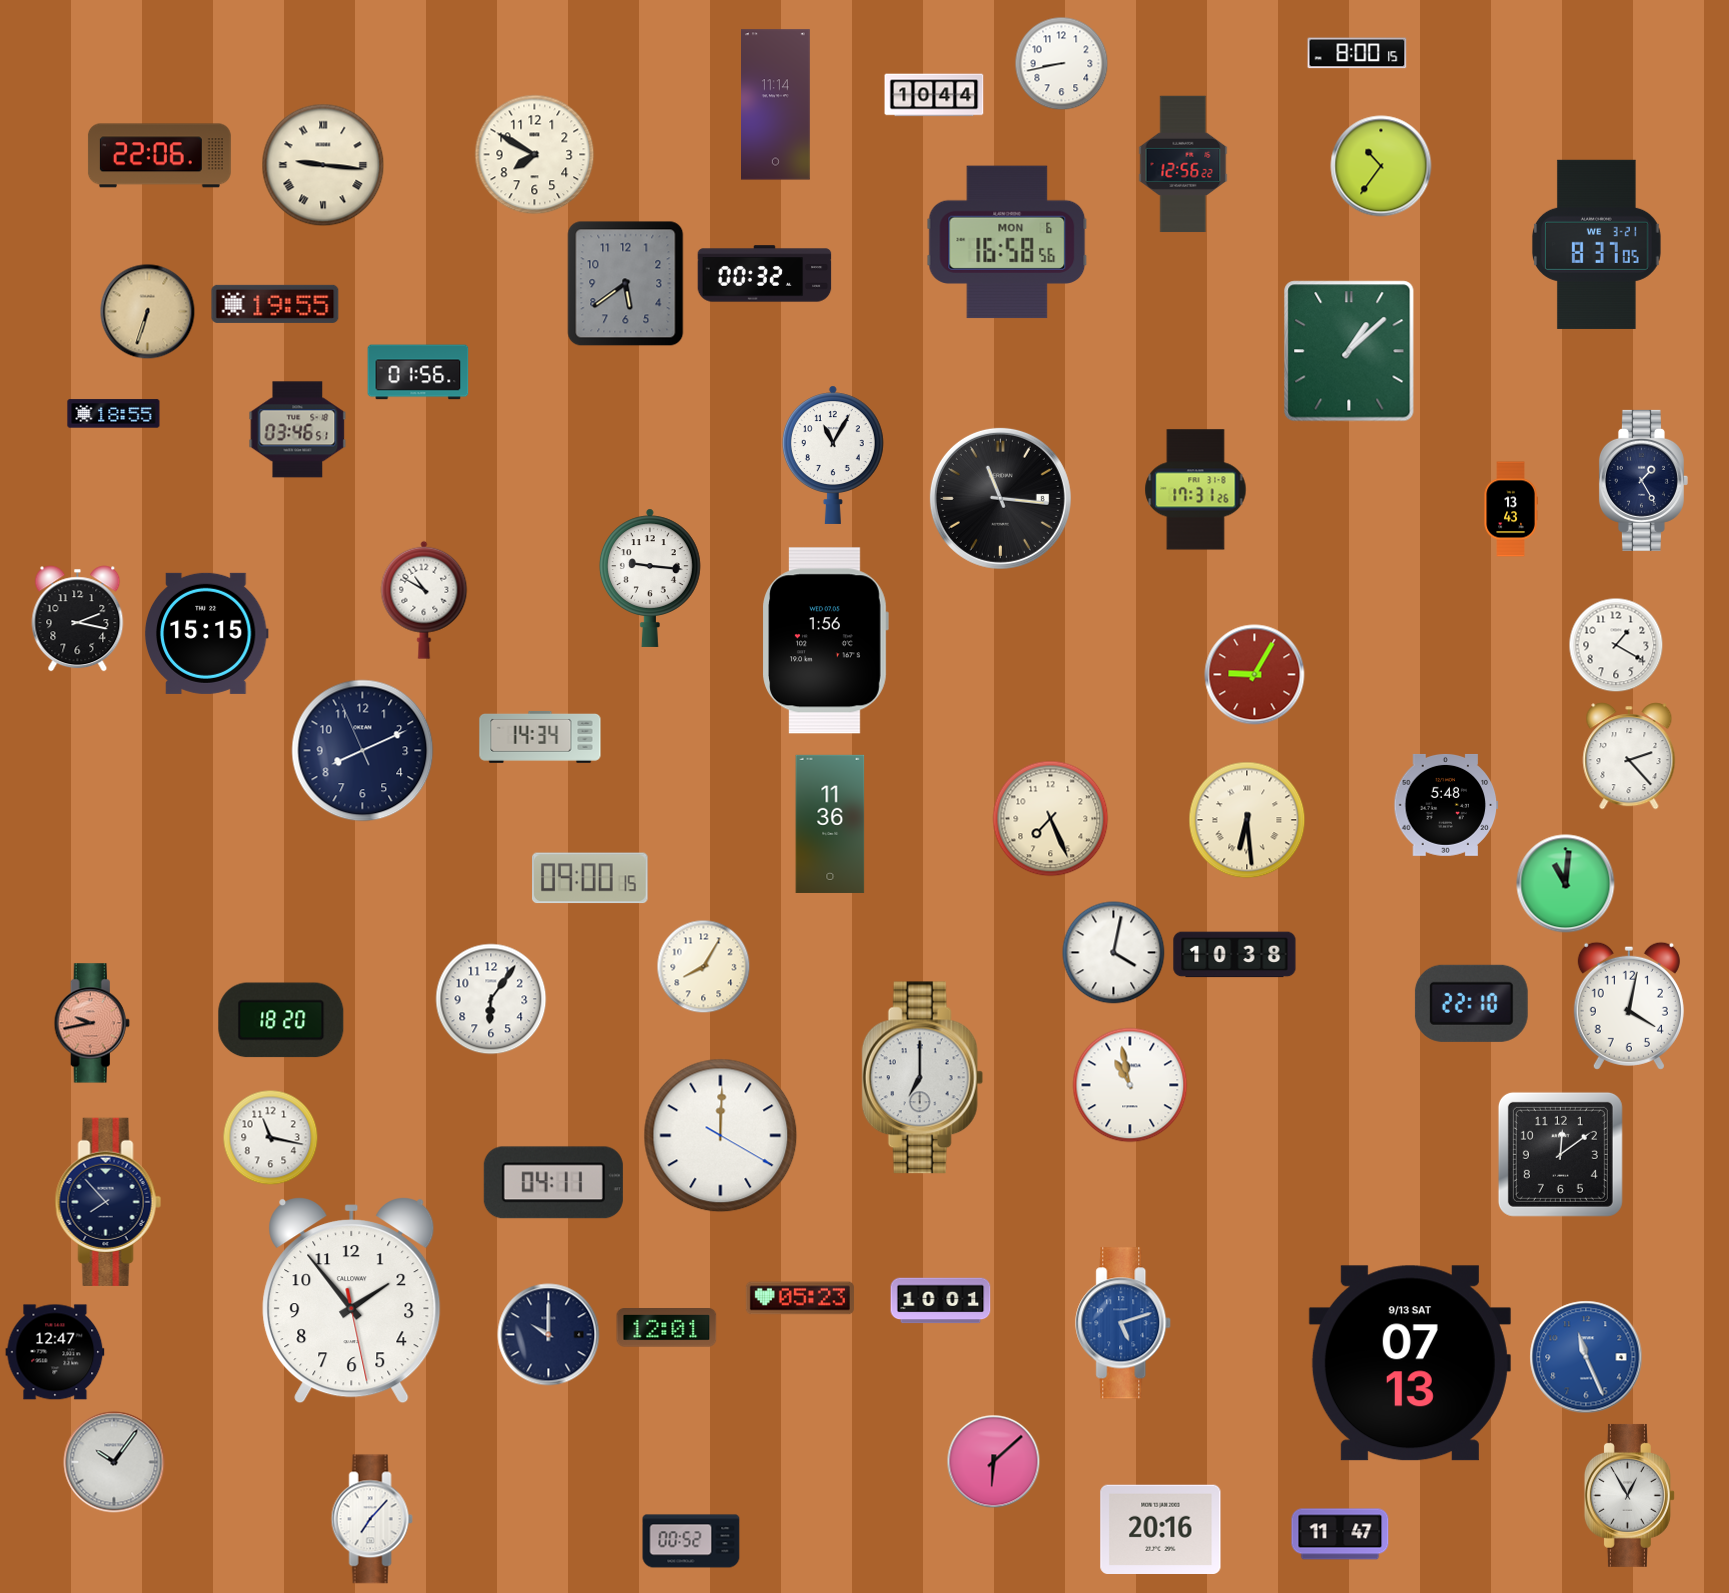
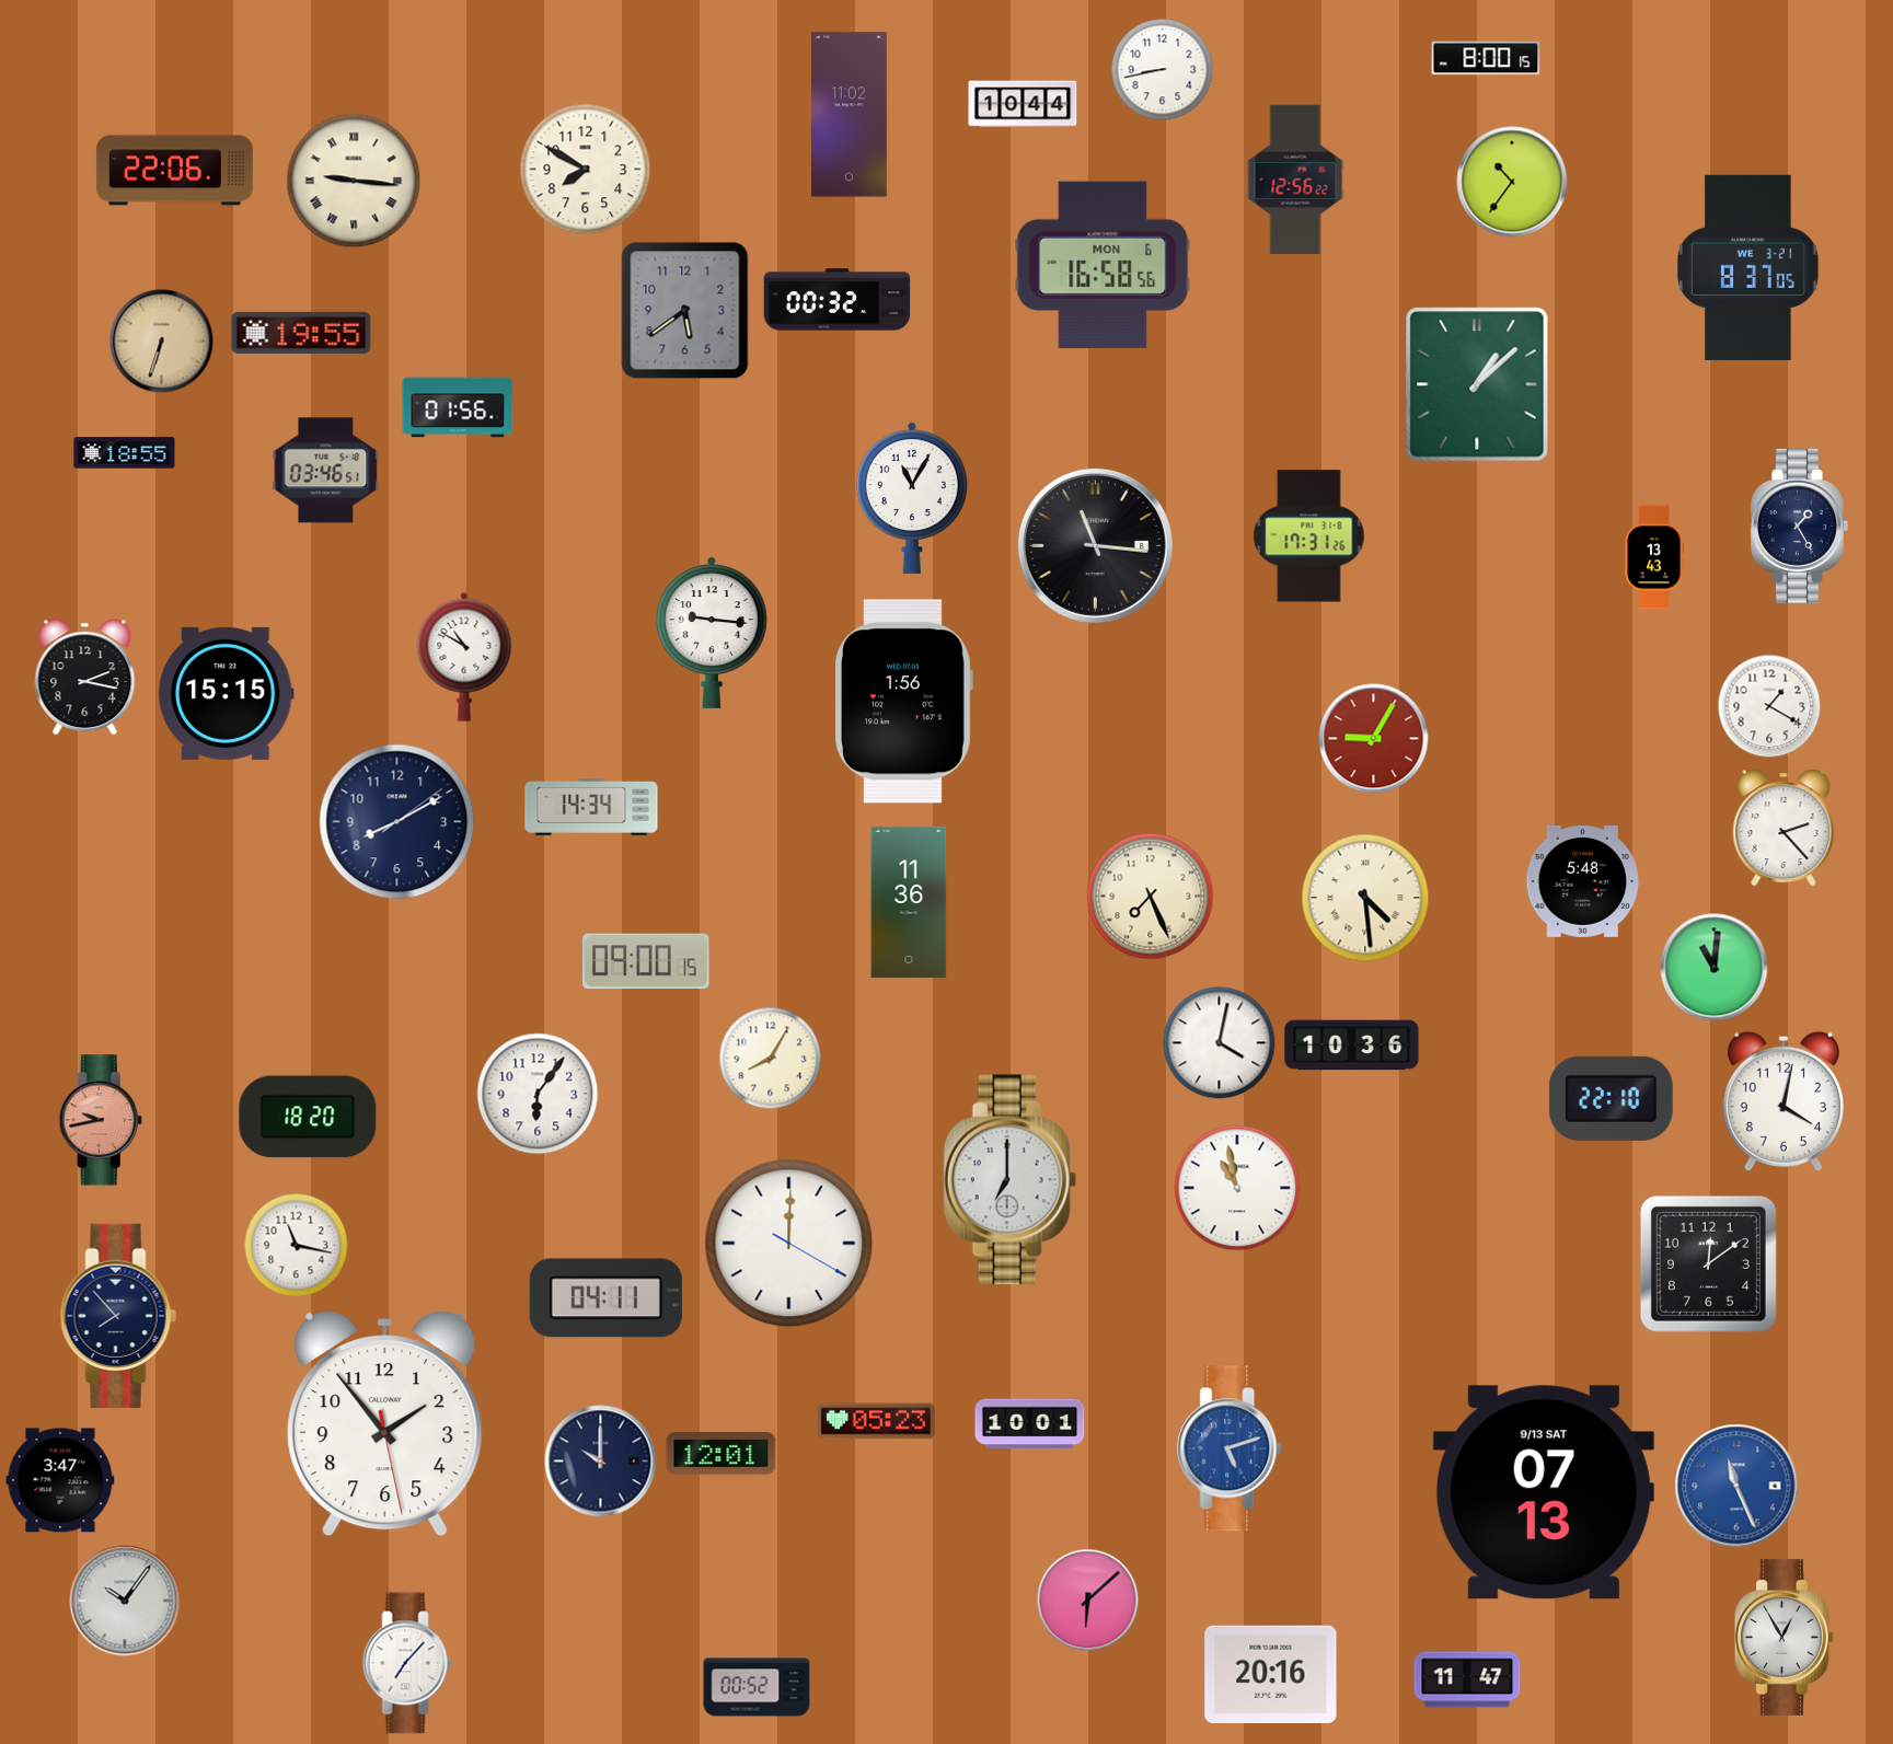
clock at (776, 105): 11:14 -> 11:02
clock at (363, 751): 8:10:56 -> 8:10:09
clock at (1247, 820): 6:29 -> 4:29
clock at (1235, 955): 10:38 -> 10:36
clock at (553, 1183) position: (553, 1183) -> (605, 1298)
clock at (667, 1328) position: (667, 1328) -> (722, 1454)
clock at (55, 1352): 12:47 -> 3:47
